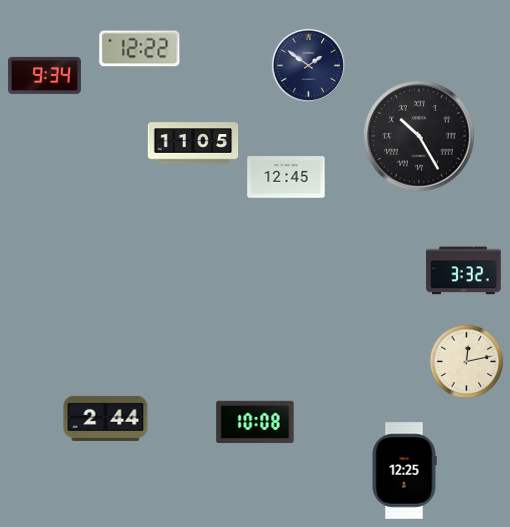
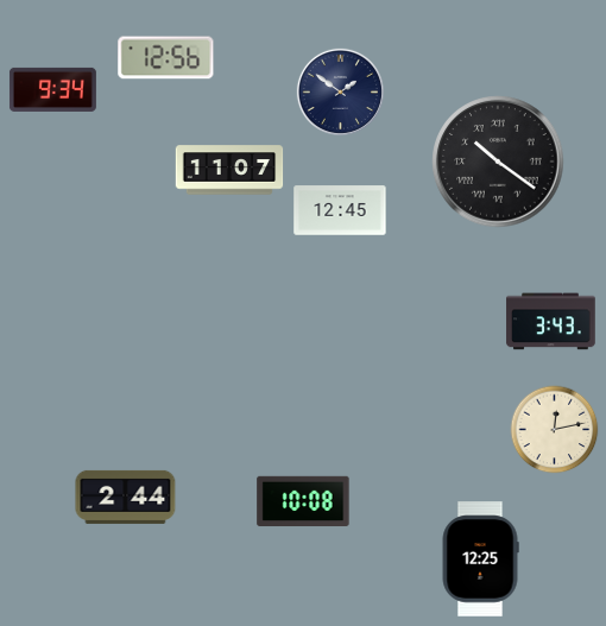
clock at (140, 49): 12:22 -> 12:56
clock at (308, 65) position: (308, 65) -> (340, 91)
clock at (419, 136): 10:25 -> 10:21
clock at (193, 143): 11:05 -> 11:07
clock at (464, 271): 3:32 -> 3:43
